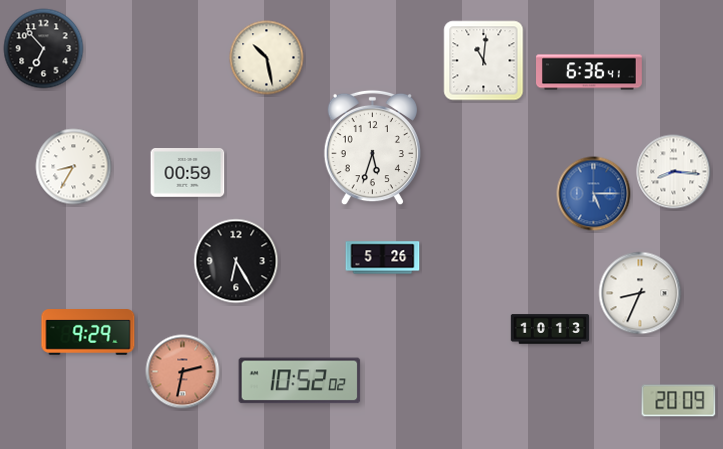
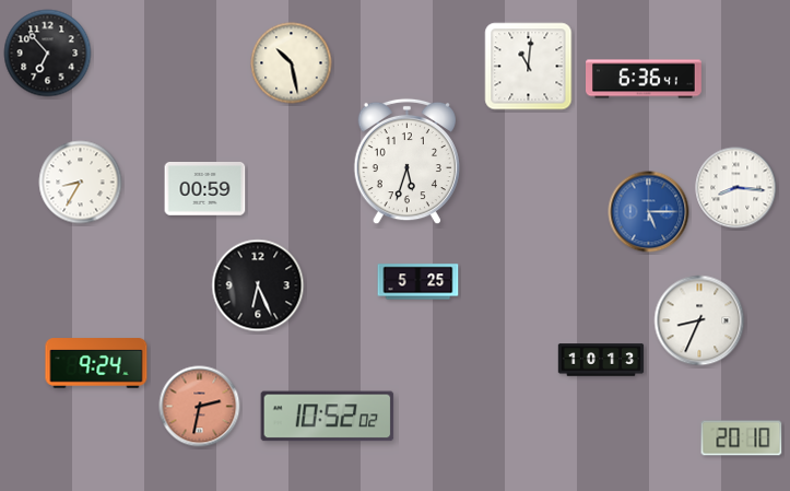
clock at (383, 258): 5:26 -> 5:25
clock at (236, 261): 6:25 -> 6:26
clock at (88, 332): 9:29 -> 9:24
clock at (679, 401): 20:09 -> 20:10
